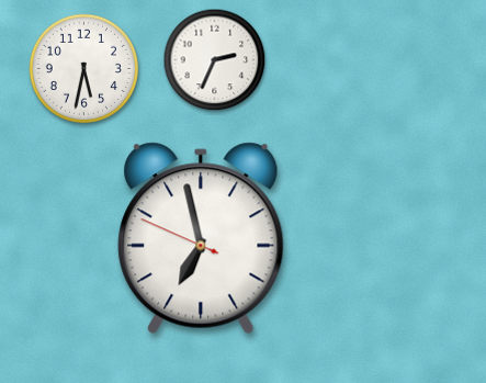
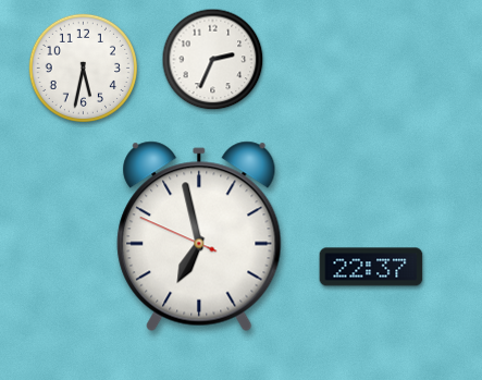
clock at (371, 267): none -> 22:37
